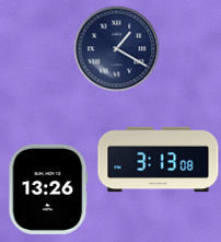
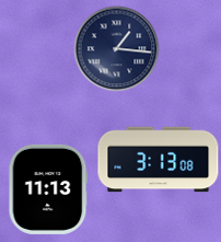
clock at (116, 48): 1:20 -> 1:16
clock at (48, 189): 13:26 -> 11:13
